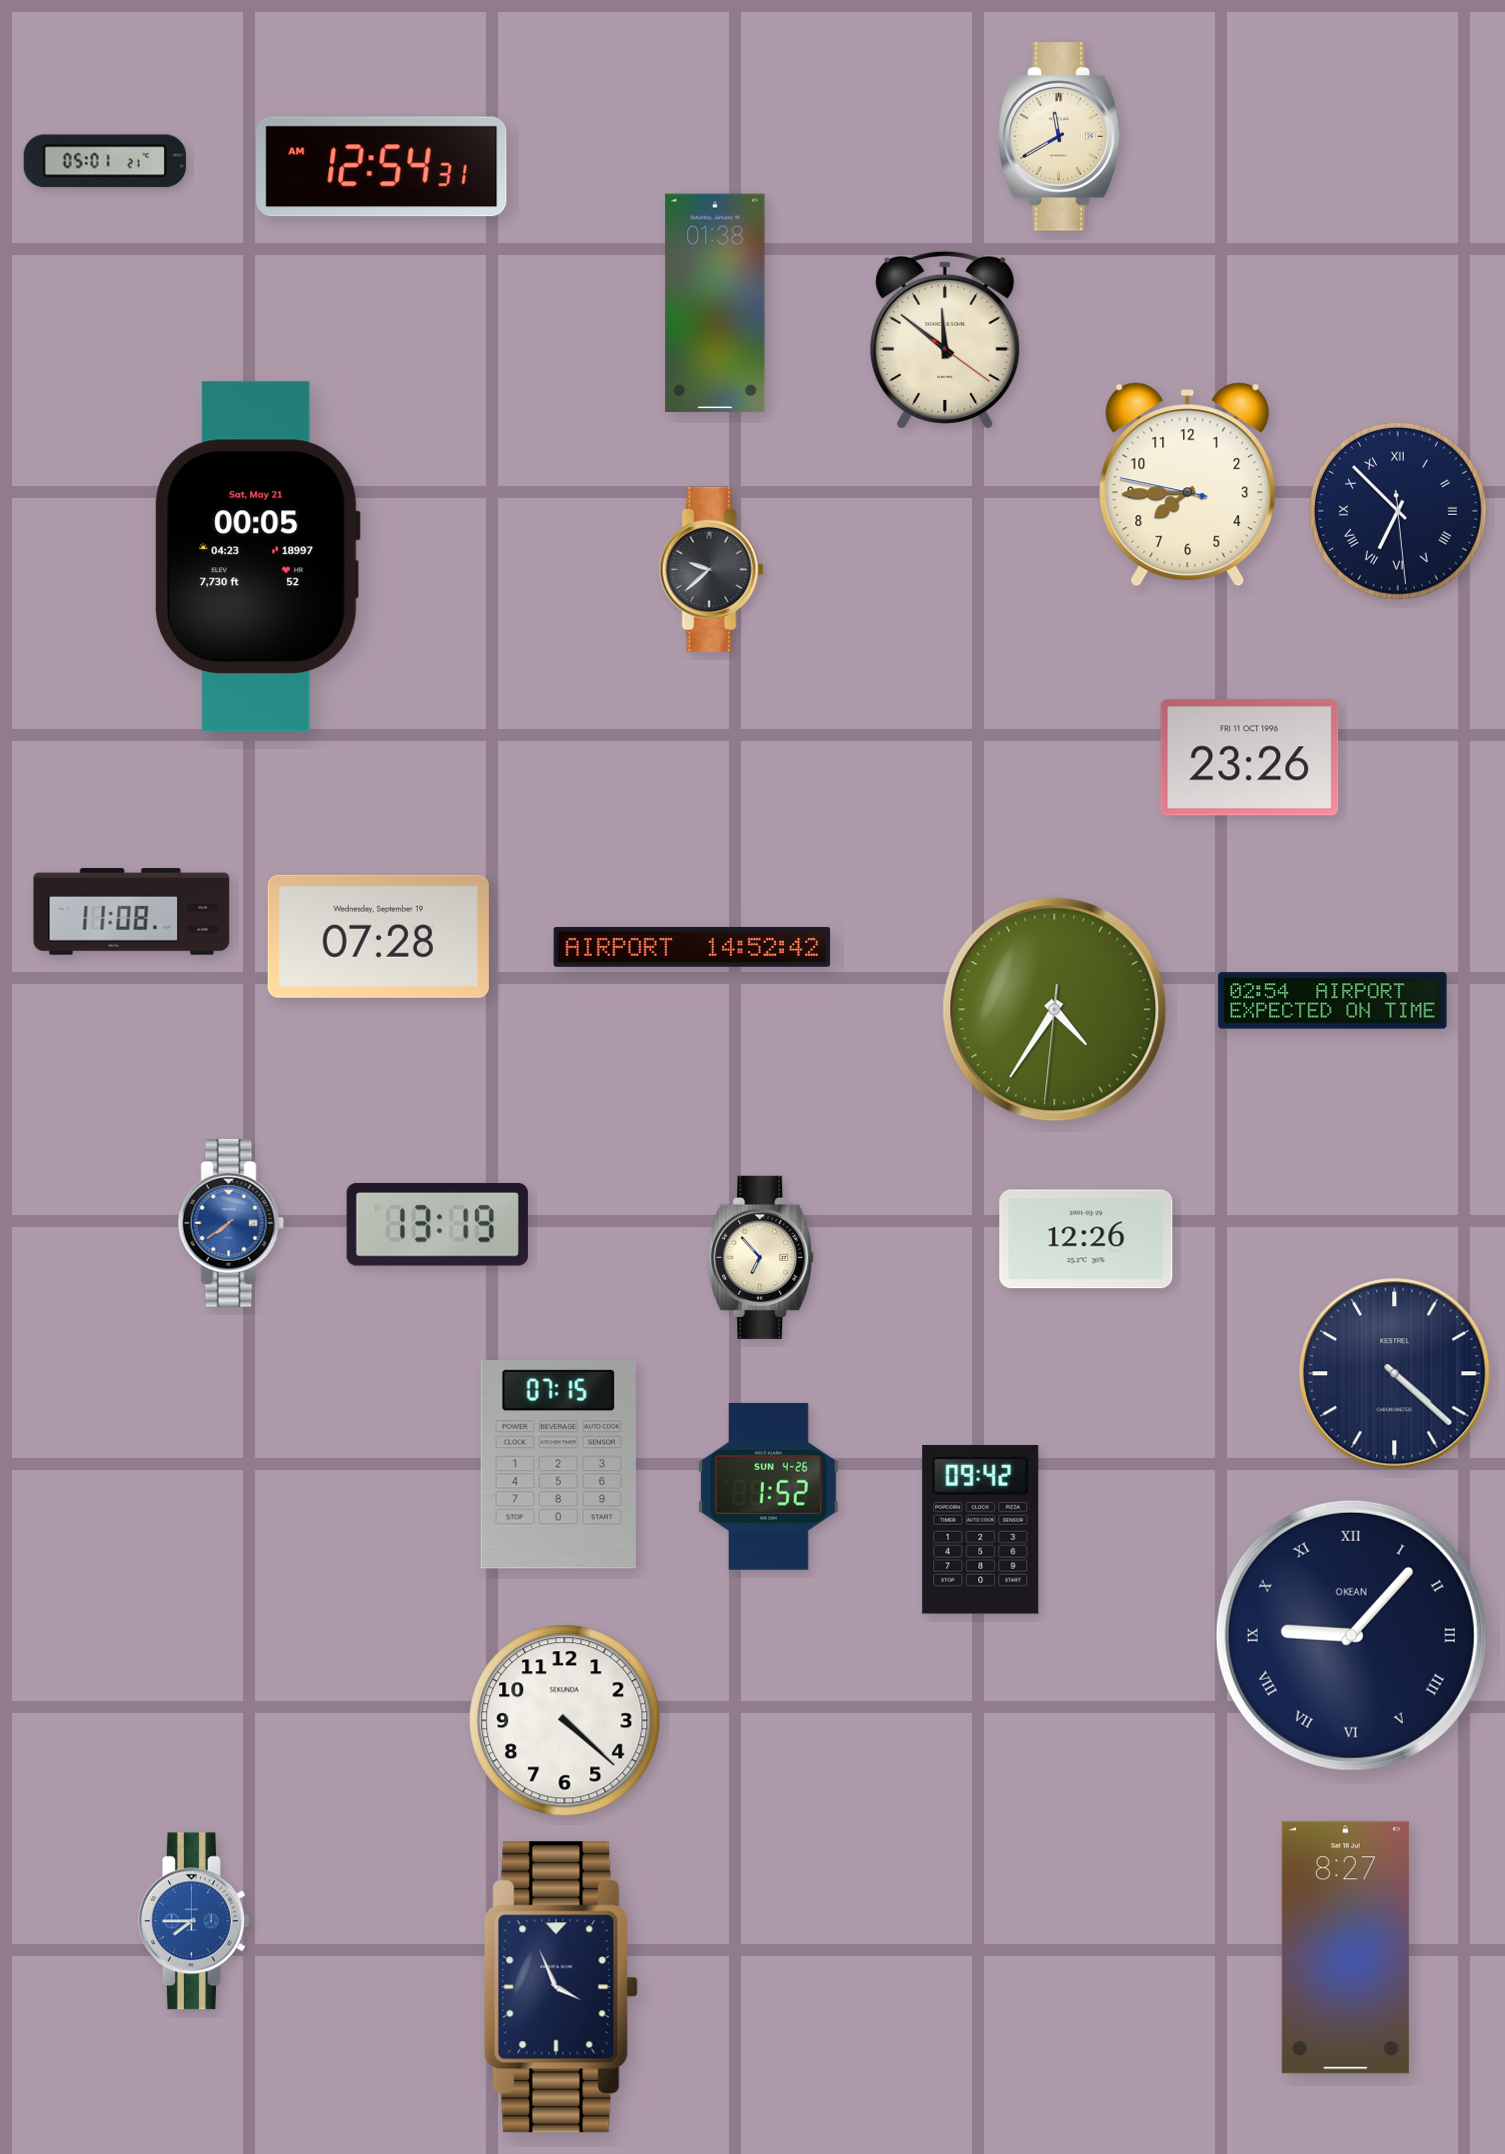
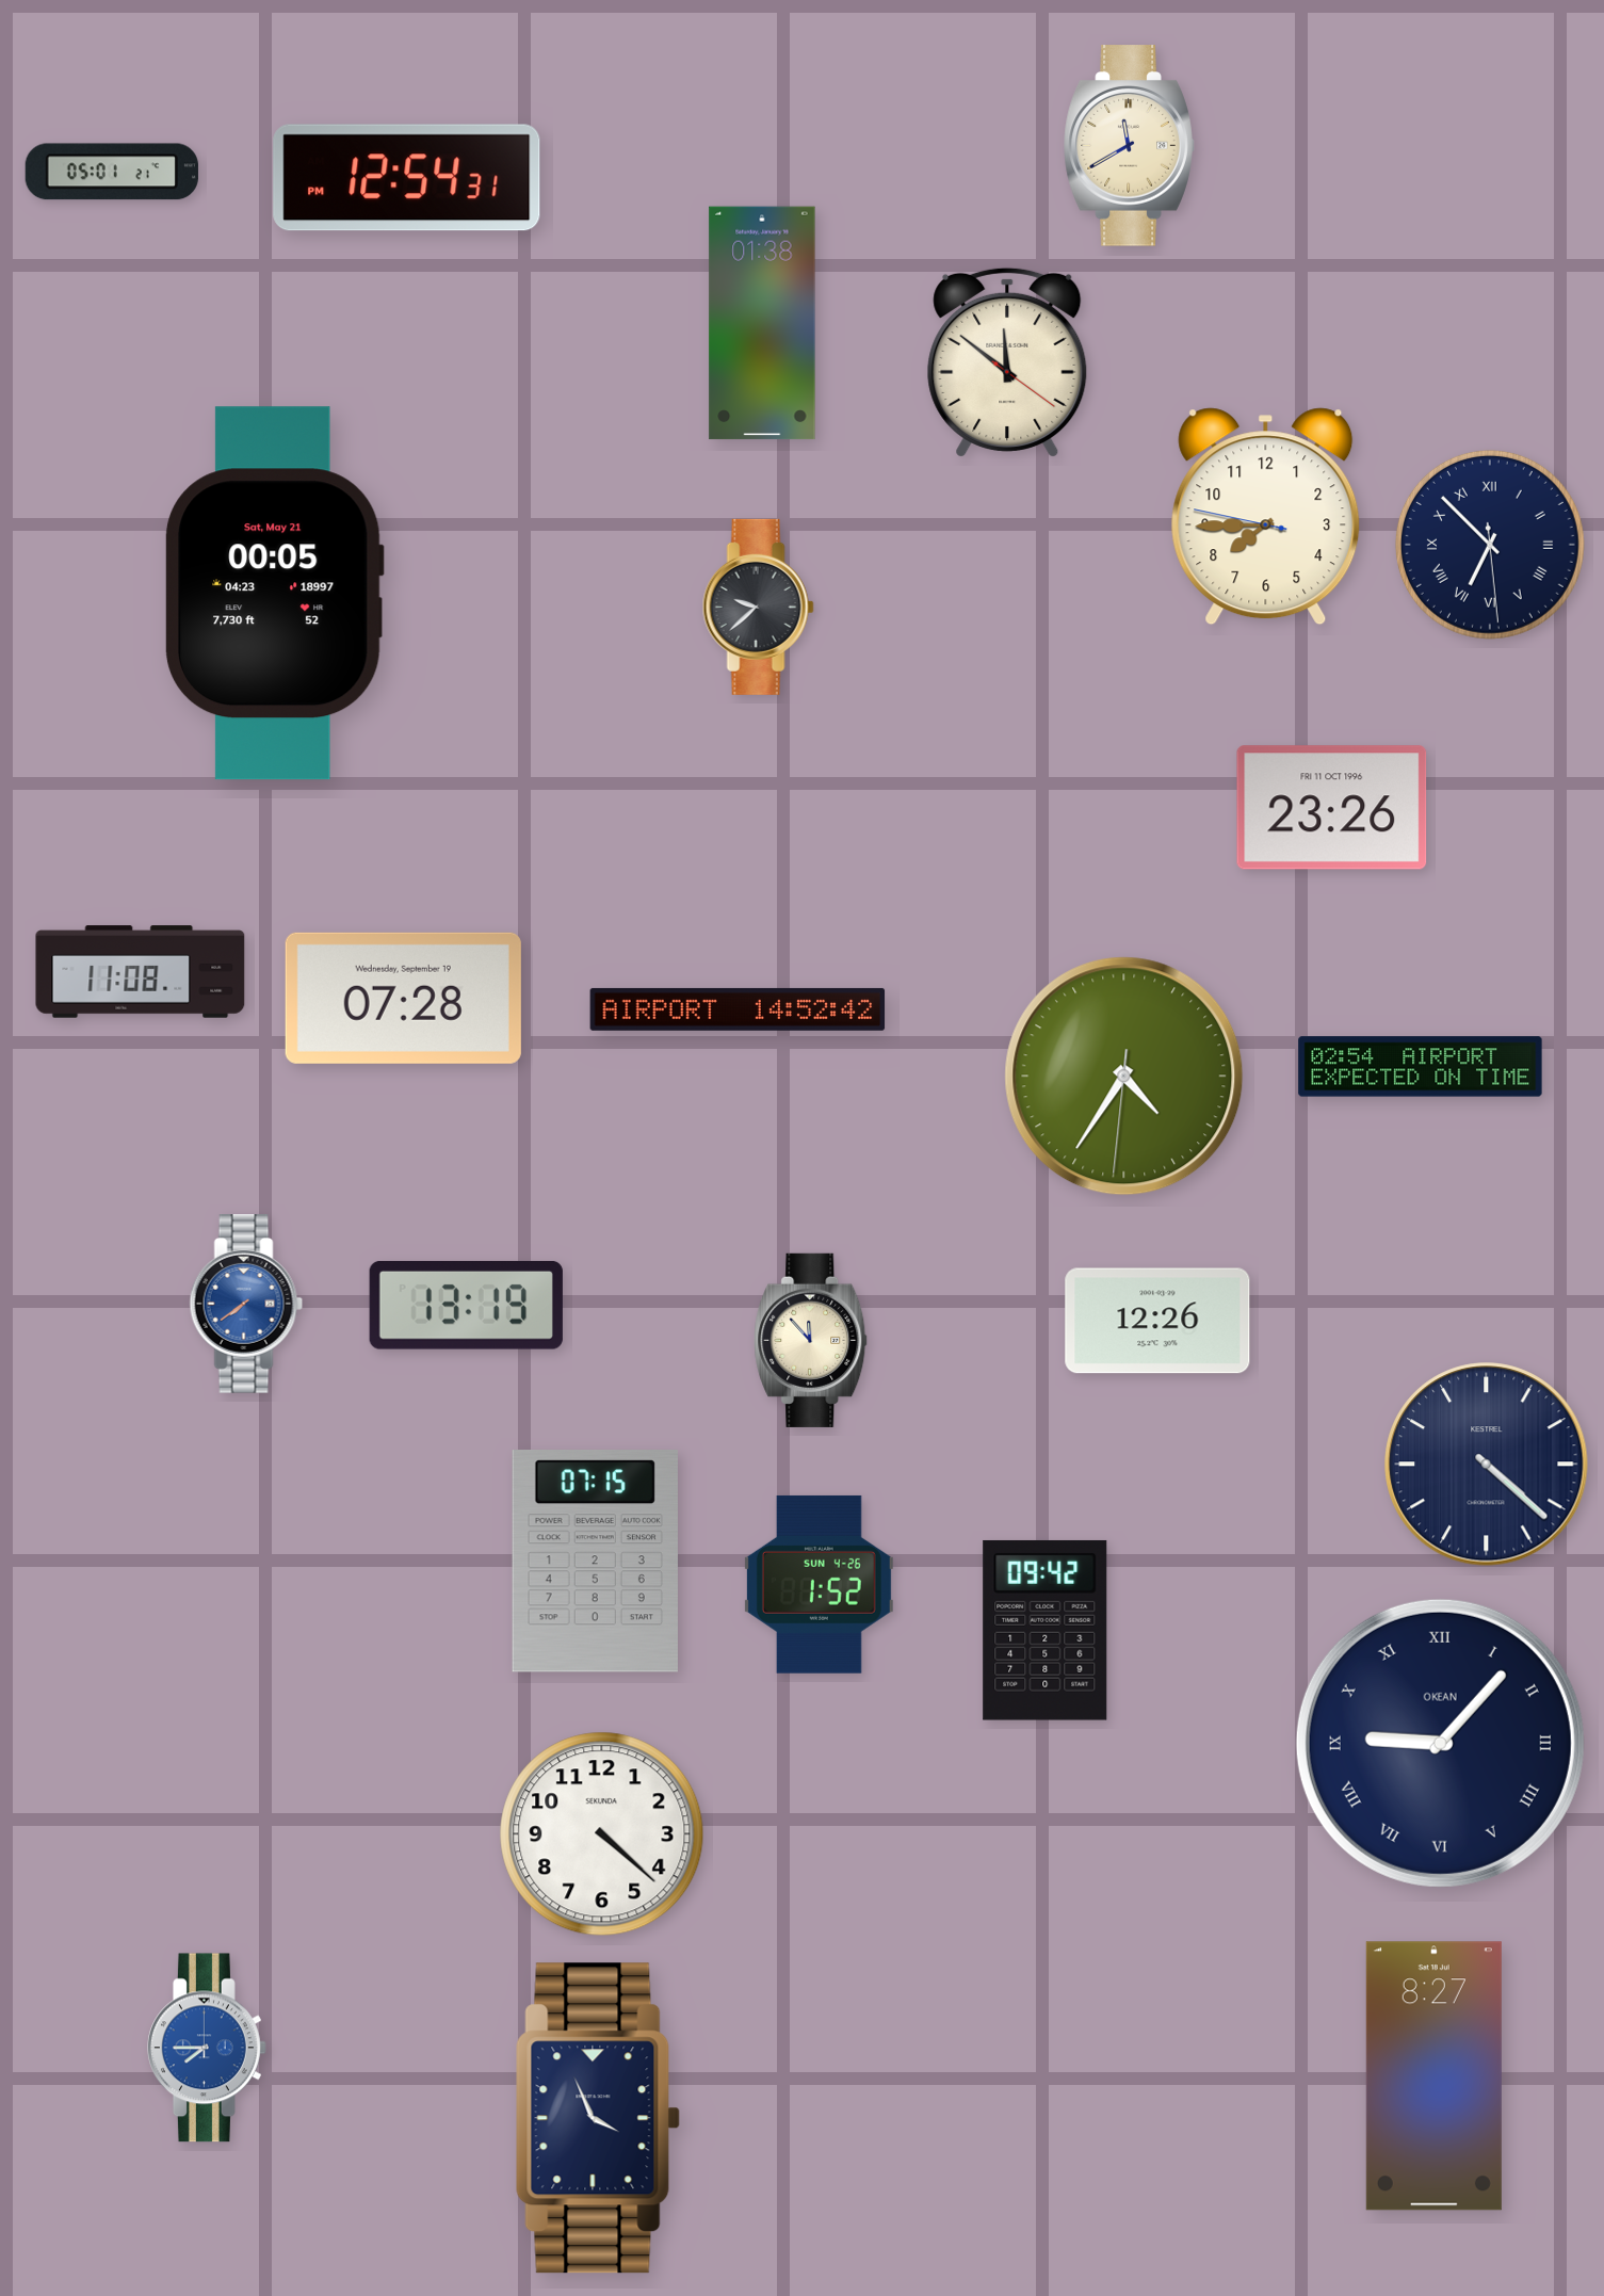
clock at (382, 167): 12:54:31 AM -> 12:54:31 PM
clock at (761, 1257): 6:53 -> 11:53
